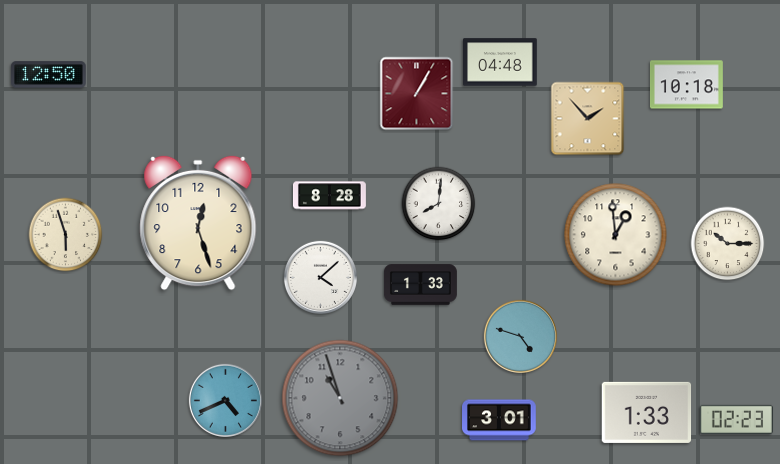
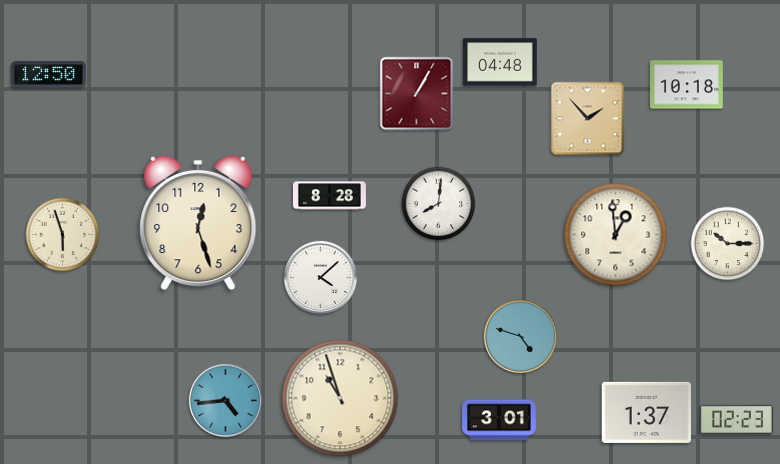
clock at (66, 235) position: (66, 235) -> (63, 235)
clock at (420, 285): 1:33 -> none
clock at (340, 398) dial: grey -> cream
clock at (225, 400): 4:41 -> 4:44
clock at (647, 412): 1:33 -> 1:37
